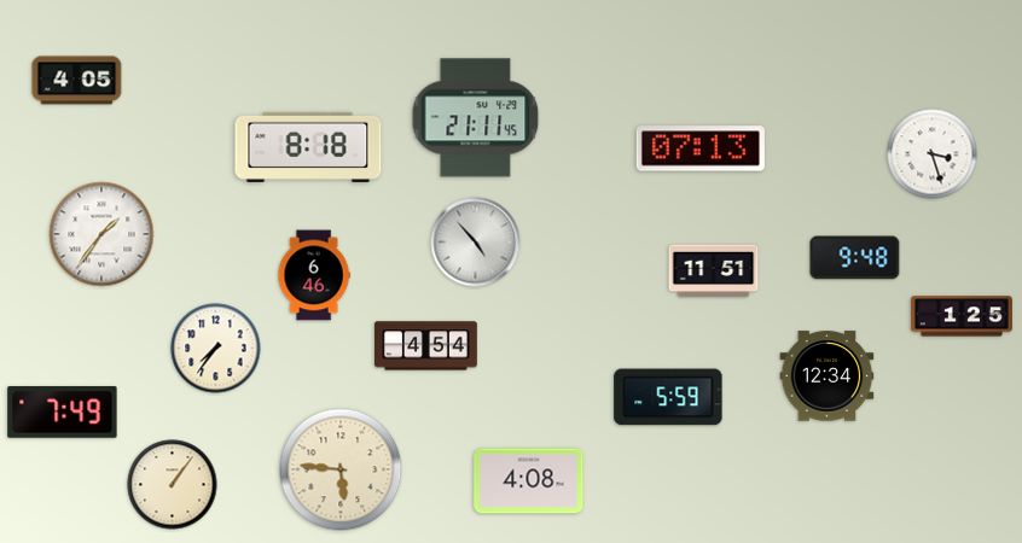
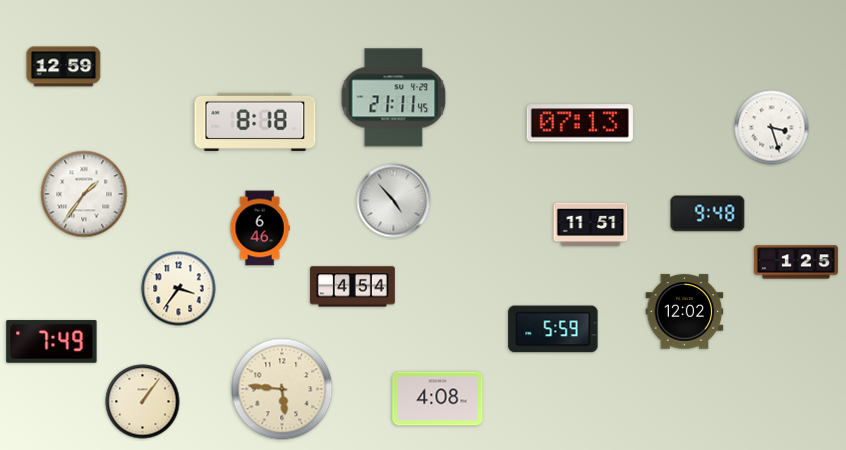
clock at (77, 81): 4:05 -> 12:59
clock at (216, 349): 7:36 -> 3:36
clock at (828, 376): 12:34 -> 12:02
